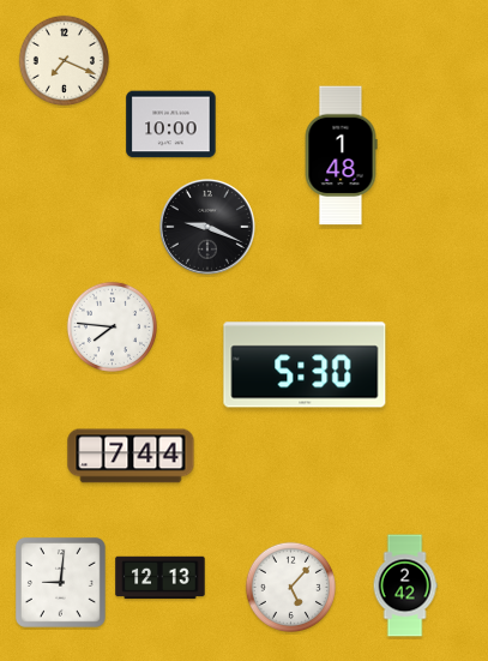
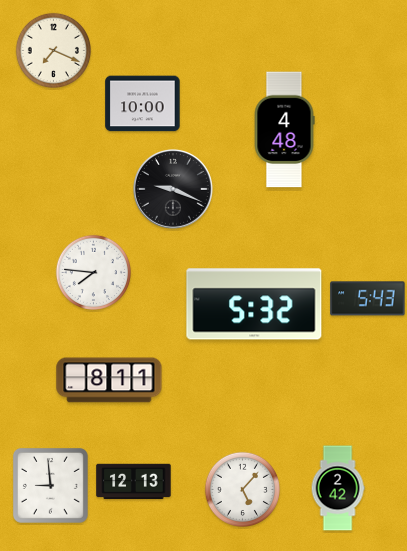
clock at (341, 156): 1:48 -> 4:48
clock at (368, 299): none -> 5:43
clock at (305, 365): 5:30 -> 5:32
clock at (131, 456): 7:44 -> 8:11
clock at (60, 582): 9:01 -> 8:59
